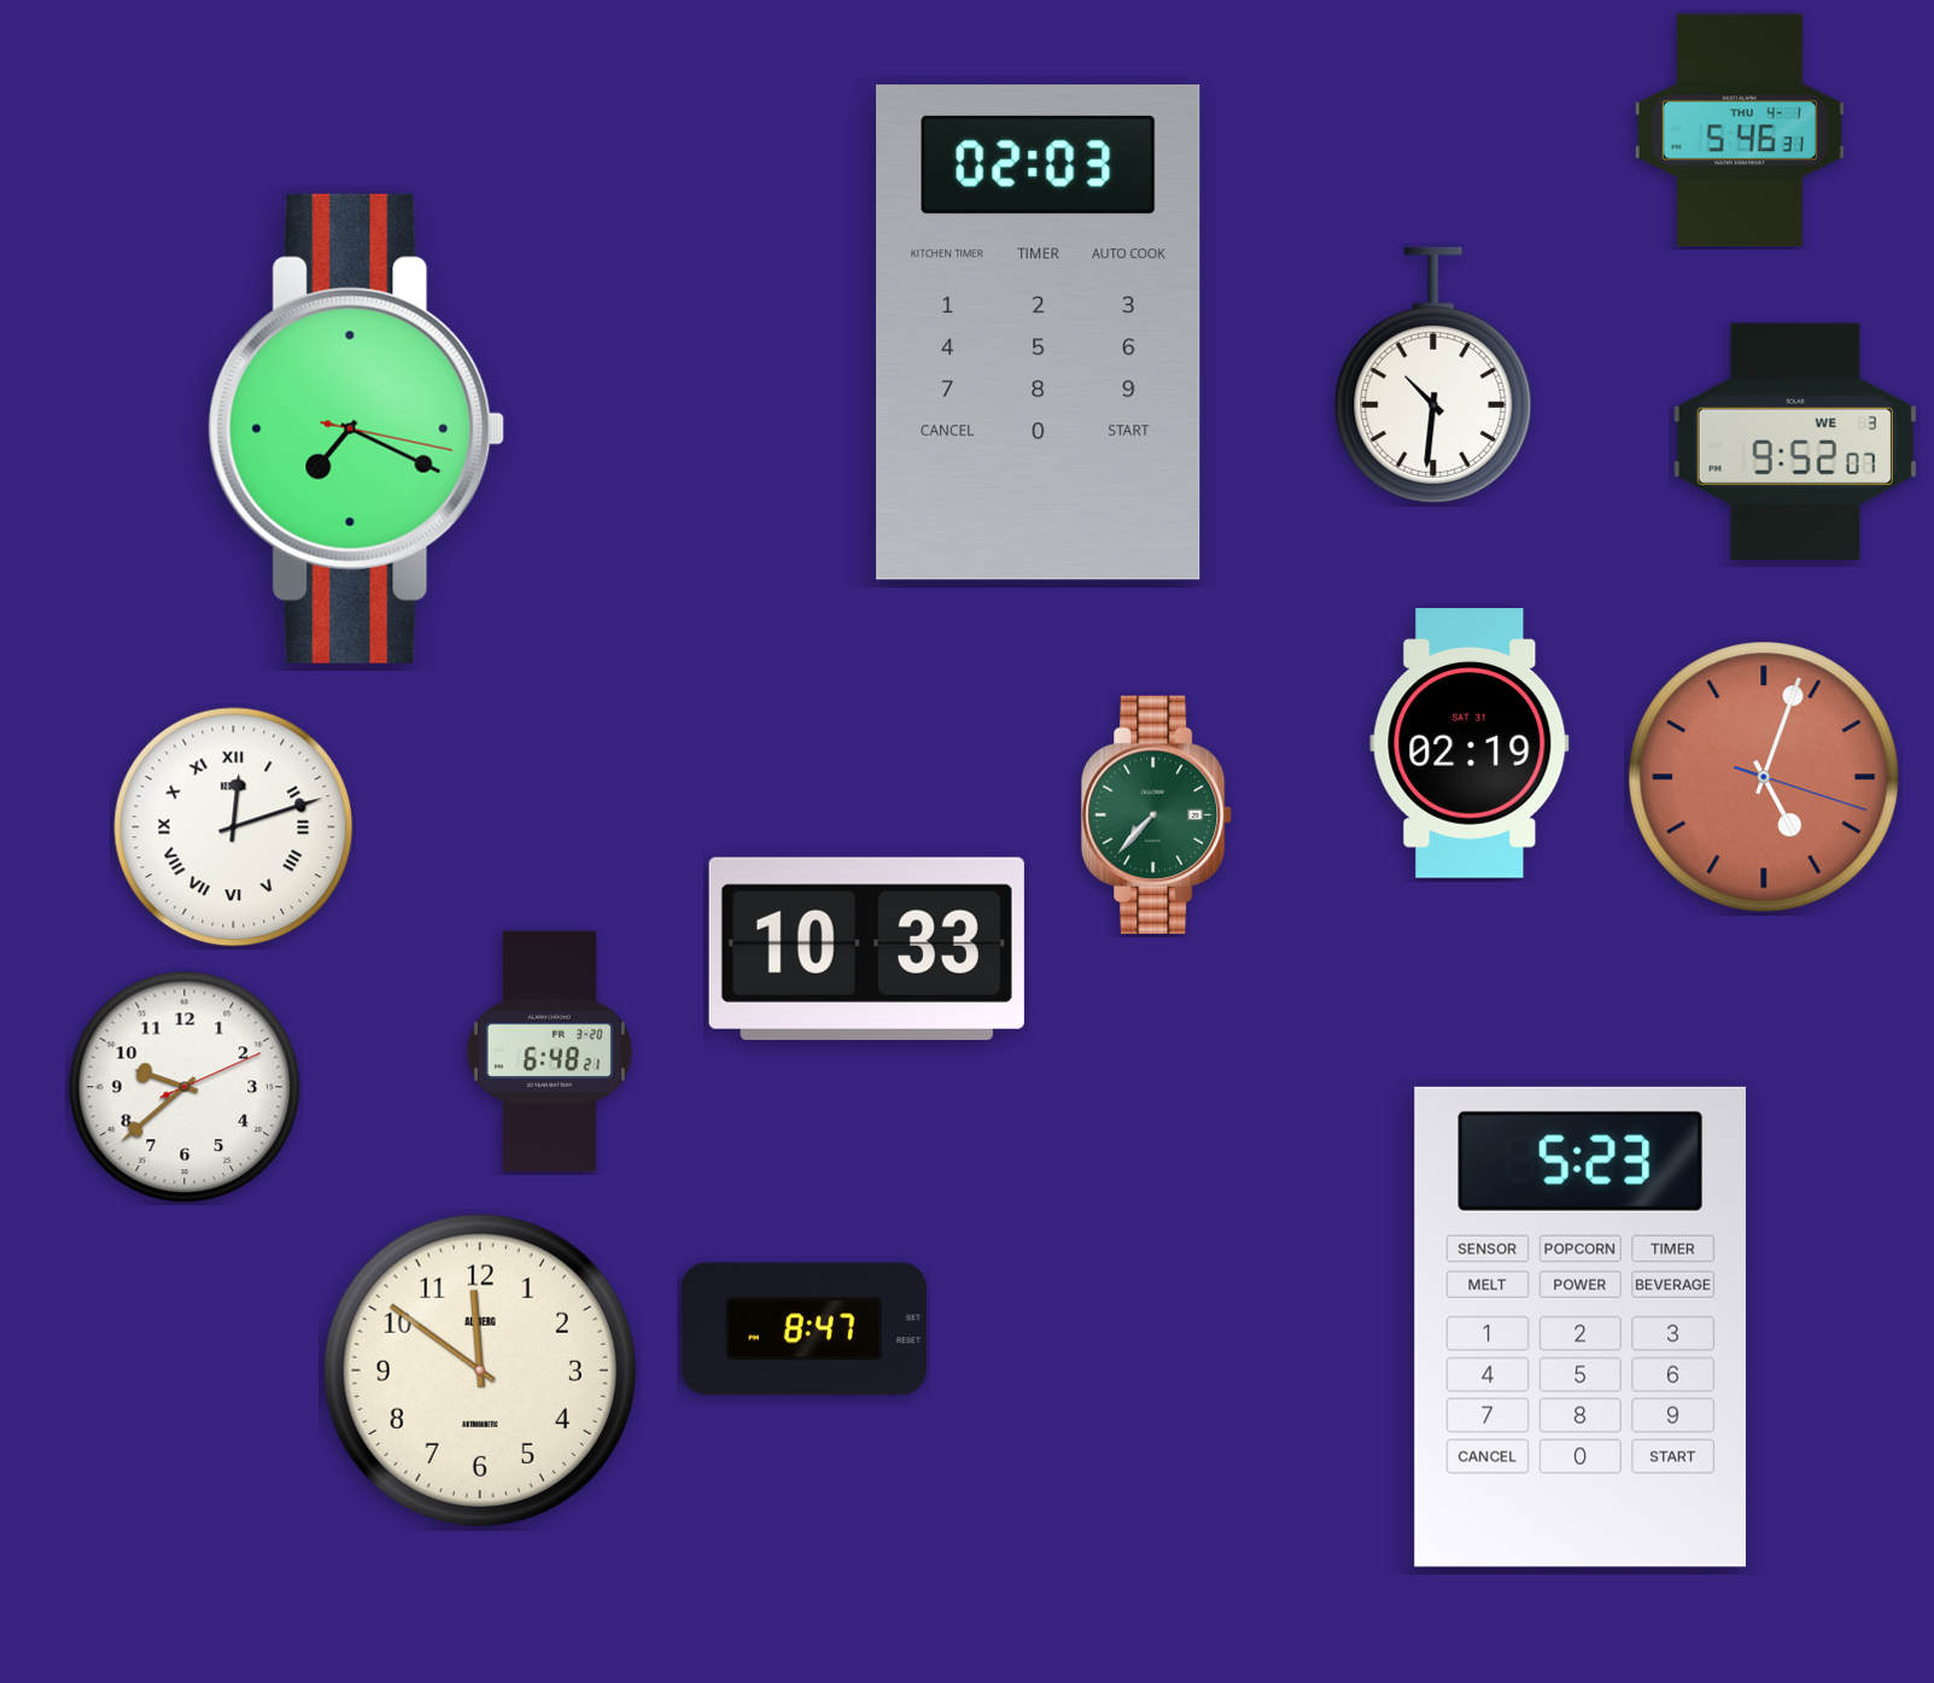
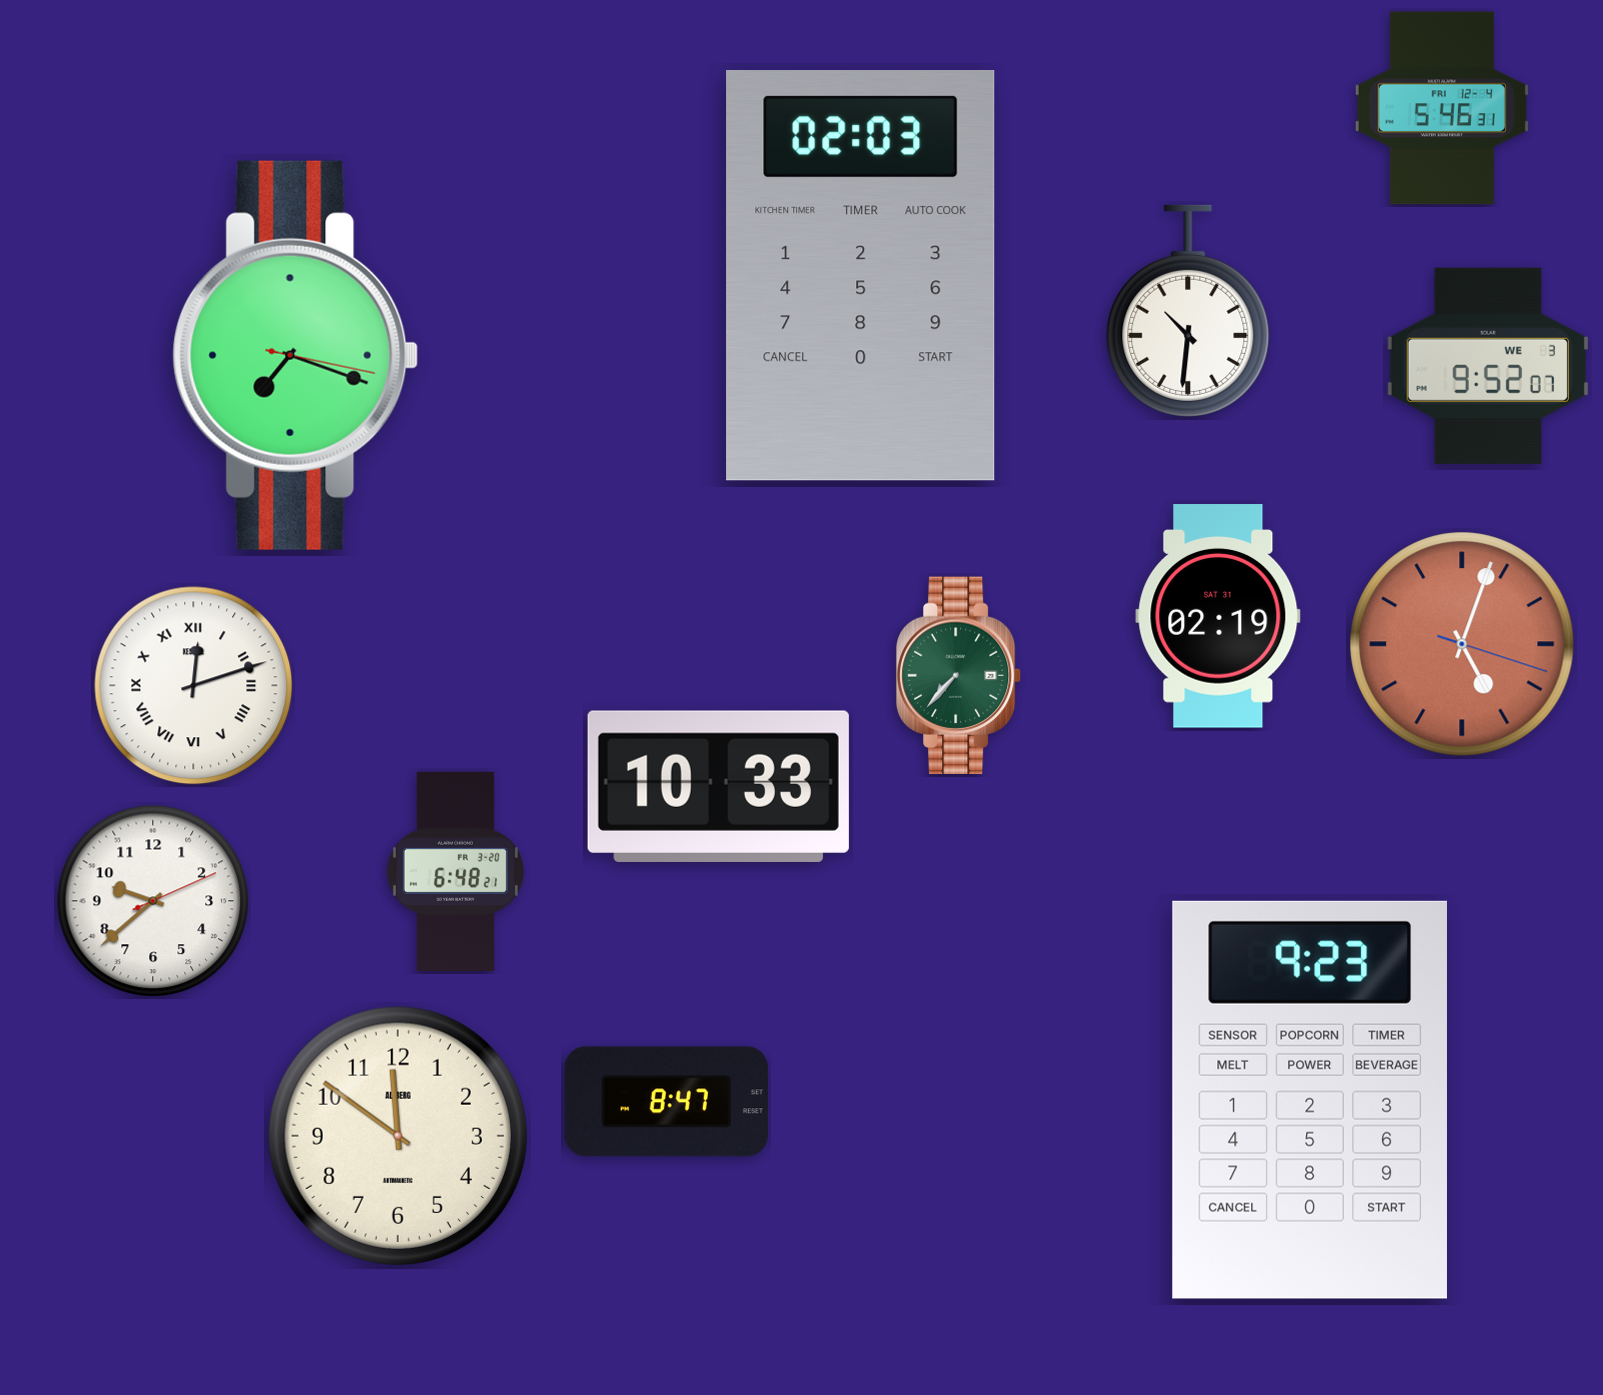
clock at (1740, 130) date: THU 4-1 -> FRI 12-4
clock at (357, 428): 7:19 -> 7:18
clock at (1580, 1327): 5:23 -> 9:23
